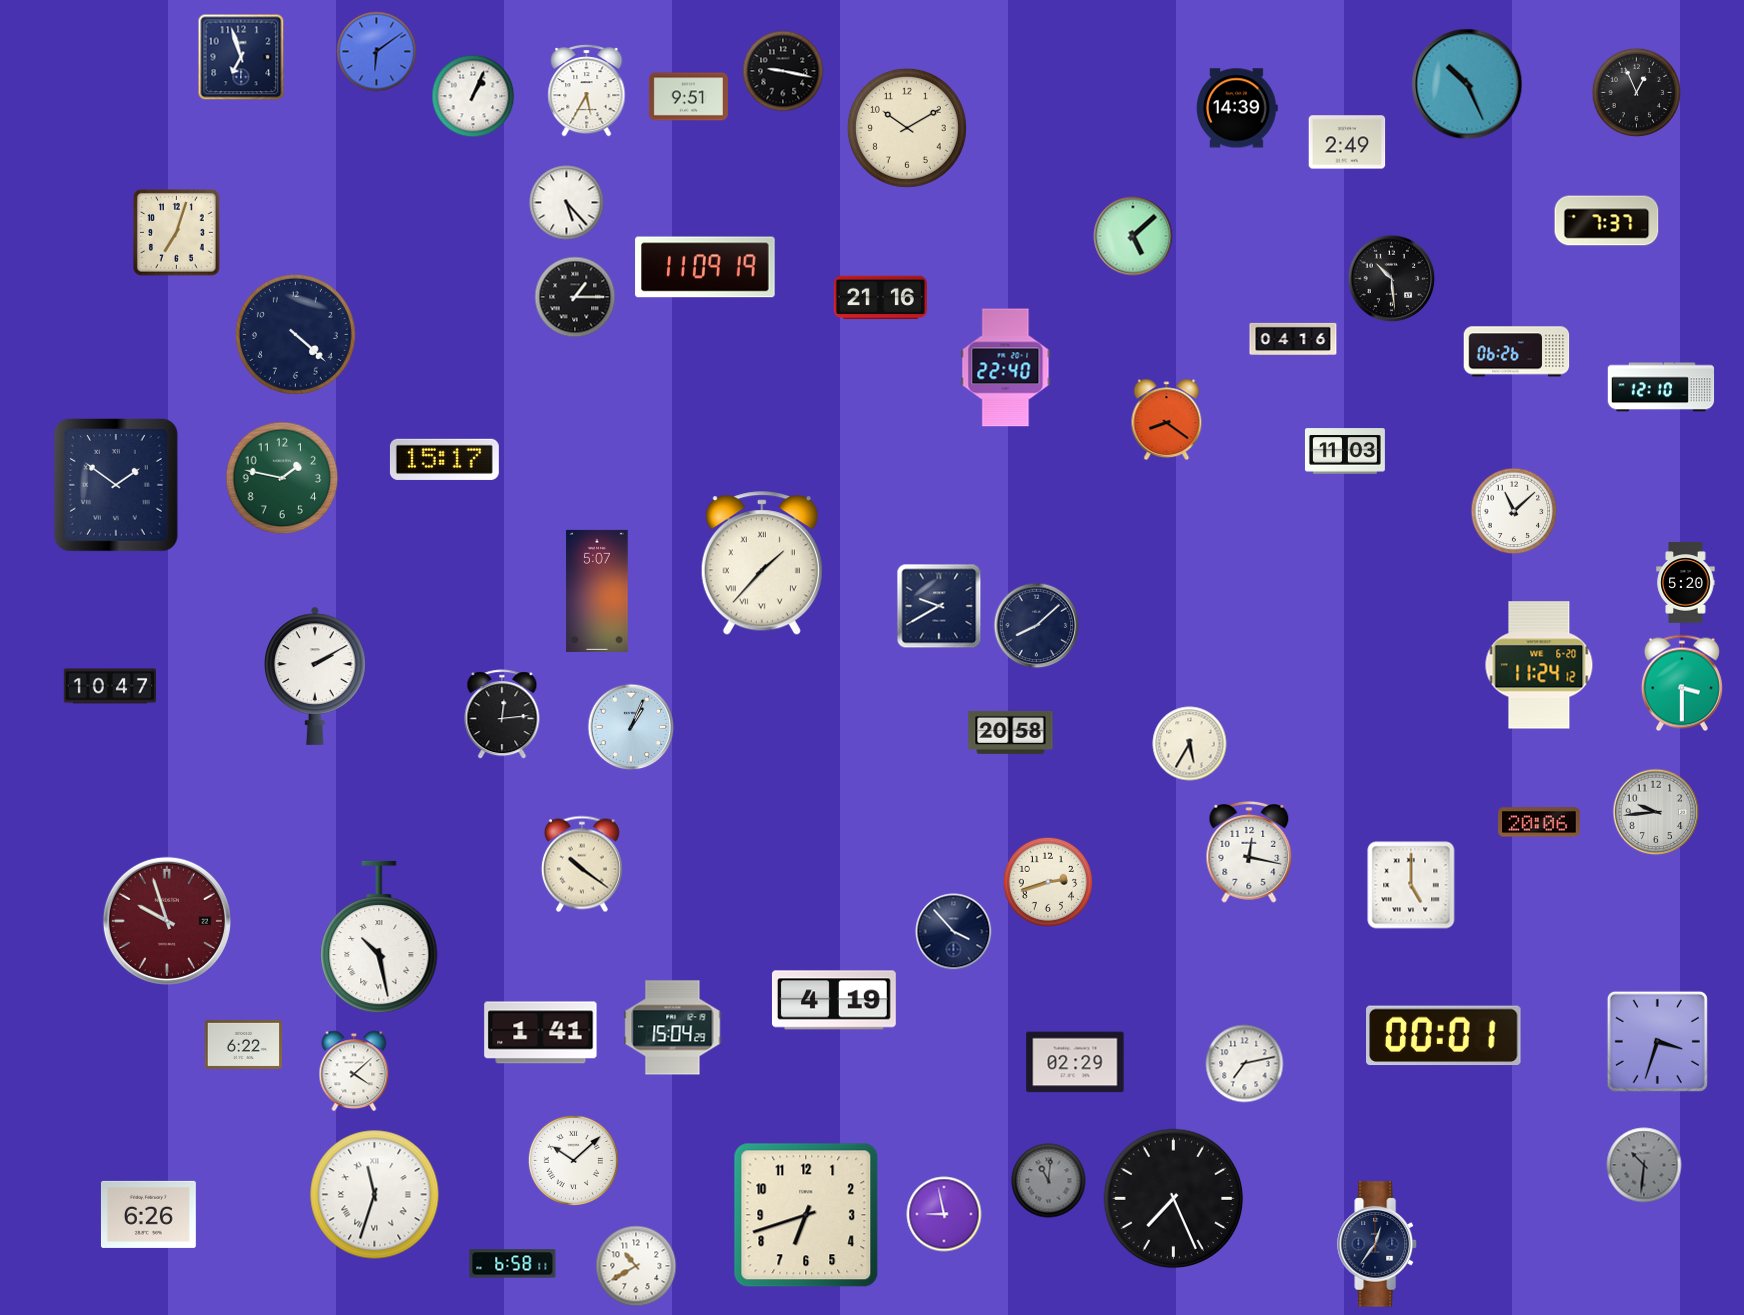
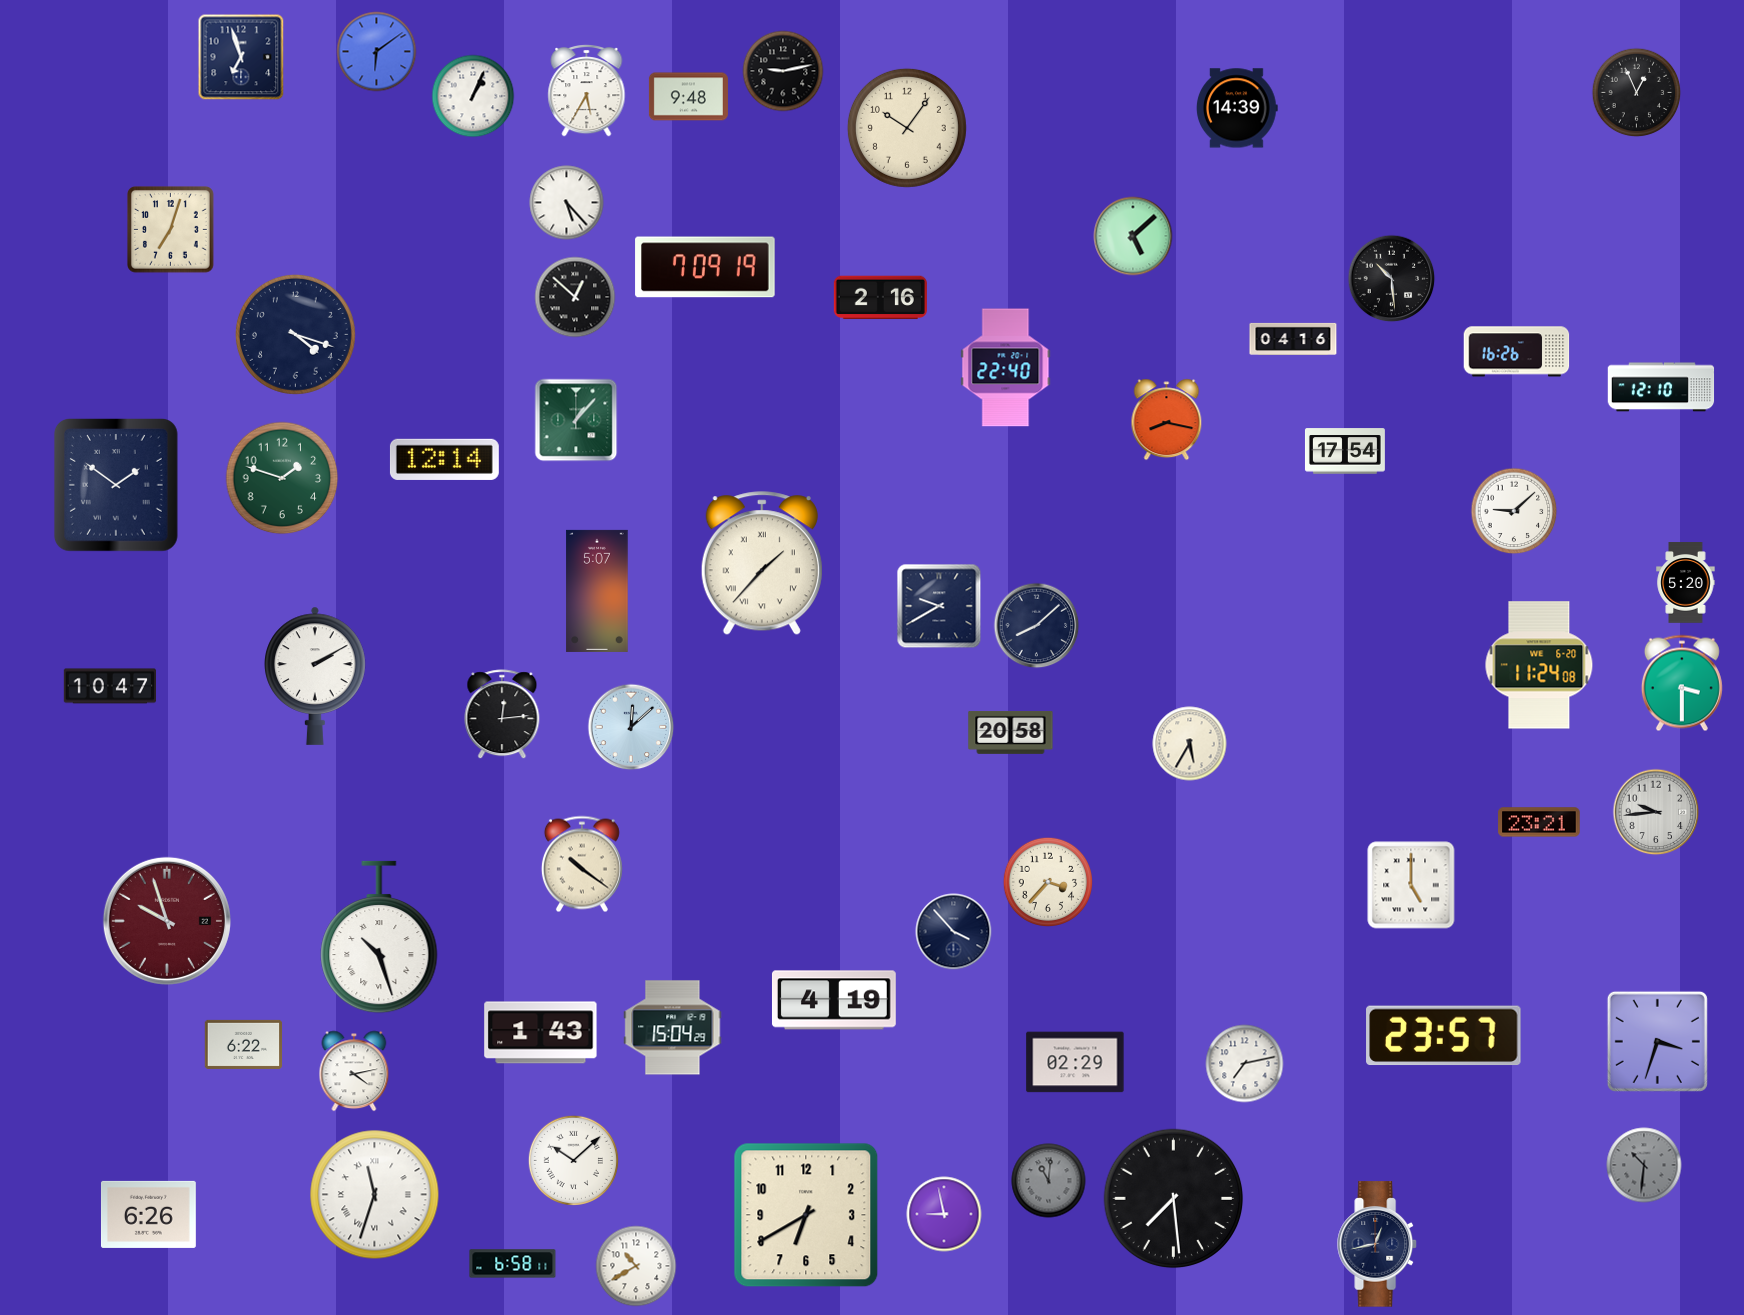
clock at (783, 71): 9:17 -> 9:13
clock at (1467, 84): 10:26 -> none
clock at (688, 97): 9:51 -> 9:48
clock at (907, 128): 10:10 -> 10:06
clock at (1347, 142): 2:49 -> none
clock at (1607, 221): 7:37 -> none
clock at (177, 233) position: (177, 233) -> (171, 230)
clock at (705, 267): 11:09 -> 7:09
clock at (575, 297): 1:15 -> 12:52
clock at (880, 298): 21:16 -> 2:16
clock at (295, 334): 4:22 -> 4:18
clock at (1517, 352): 06:26 -> 16:26
clock at (576, 420): none -> 1:07
clock at (1167, 420): 8:21 -> 8:17
clock at (1345, 451): 11:03 -> 17:54
clock at (444, 459): 15:17 -> 12:14
clock at (282, 478): 1:47 -> 1:48
clock at (1514, 511): 11:08 -> 9:08
clock at (1539, 665): 11:24:12 -> 11:24:08
clock at (631, 727): 1:04 -> 12:08
clock at (1539, 822): 20:06 -> 23:21
clock at (1249, 853): 12:17 -> none
clock at (1047, 881): 2:42 -> 3:37
clock at (379, 937): 10:28 -> 10:27
clock at (541, 1033): 1:41 -> 1:43
clock at (1444, 1036): 00:01 -> 23:57
clock at (354, 1071): 4:08 -> 4:13
clock at (1174, 1199): 7:26 -> 7:29
clock at (806, 1215): 6:42 -> 6:40
clock at (1377, 1244): 12:36 -> 12:43
